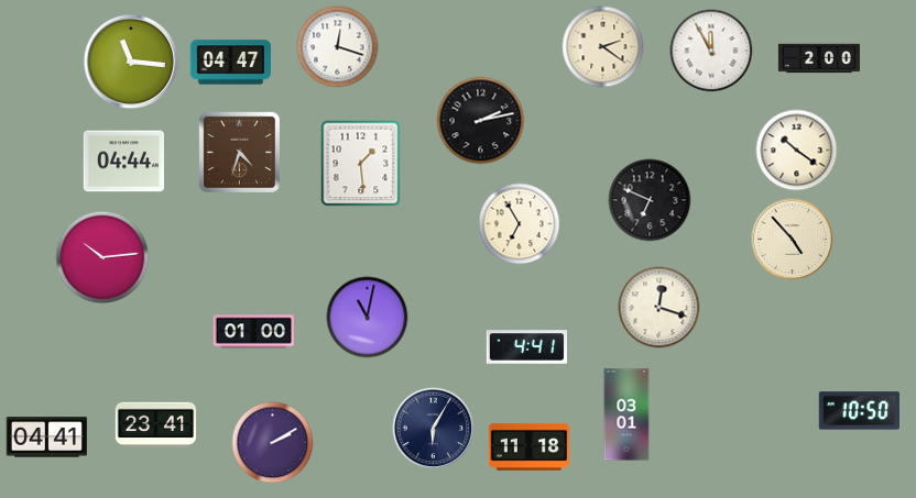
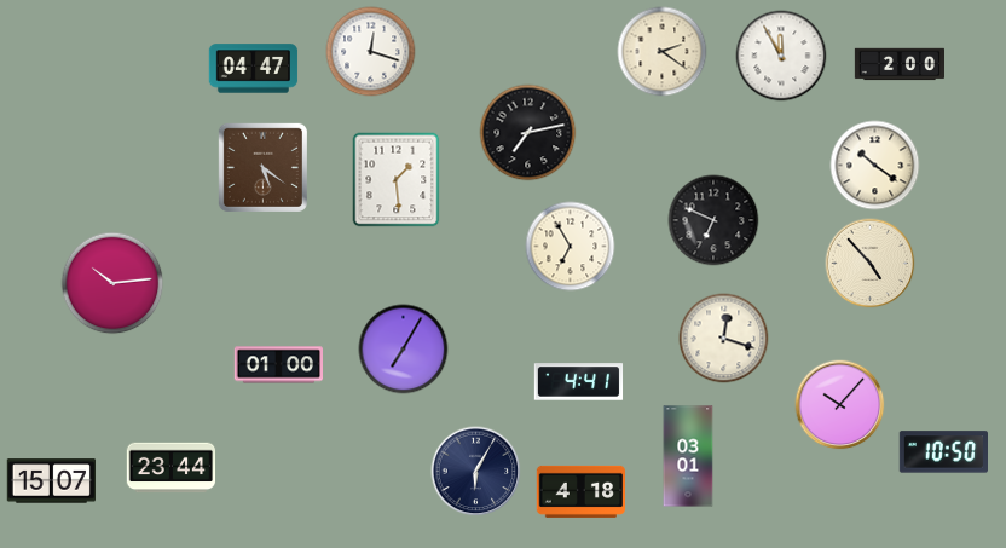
clock at (131, 62): 11:16 -> none
clock at (481, 121): 2:13 -> 7:13
clock at (239, 152): 4:33 -> 5:21
clock at (123, 162): 04:44 -> none
clock at (368, 318): 11:02 -> 7:05
clock at (840, 405): none -> 10:07
clock at (156, 425): 23:41 -> 23:44
clock at (46, 438): 04:41 -> 15:07
clock at (273, 443): 2:10 -> none
clock at (530, 446): 11:18 -> 4:18
